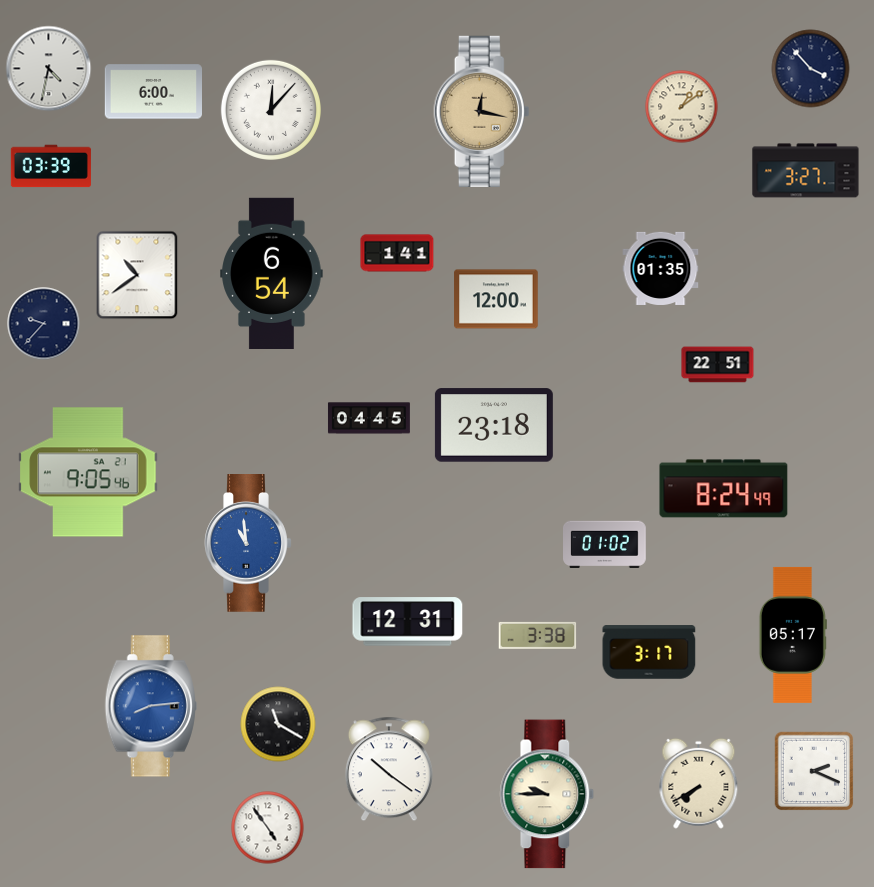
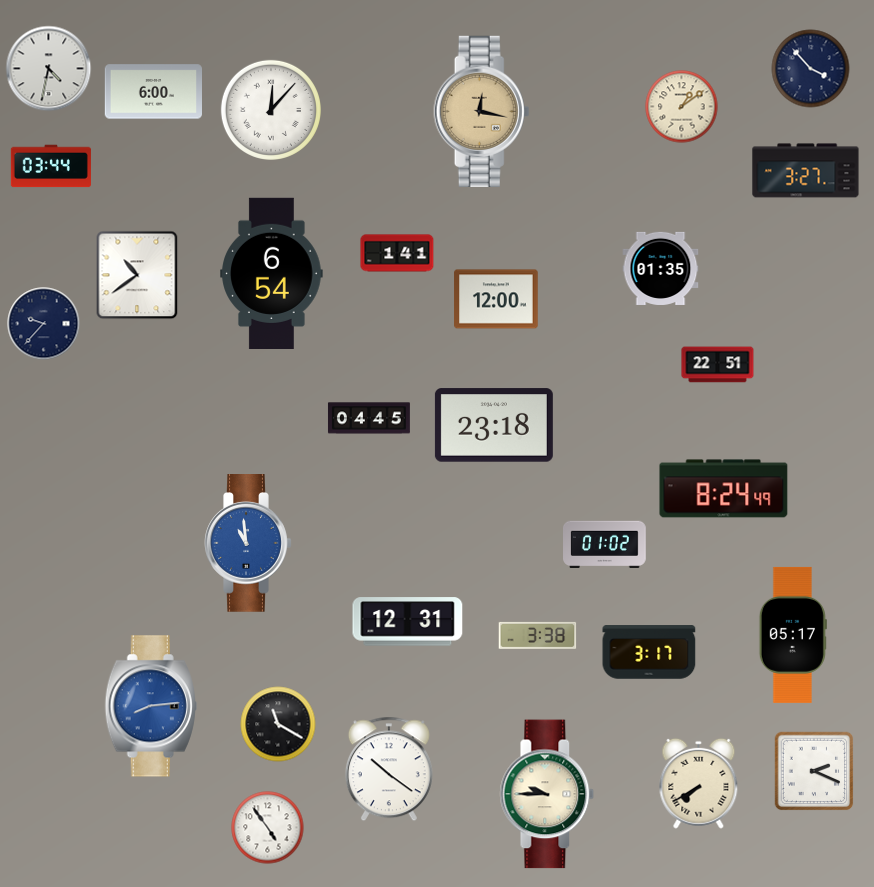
clock at (51, 166): 03:39 -> 03:44
clock at (88, 472): 9:05 -> none
